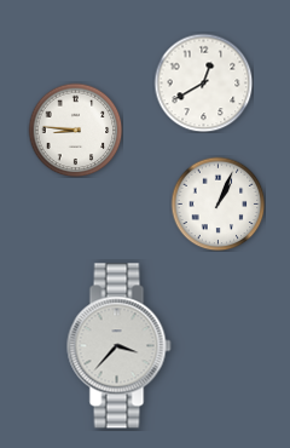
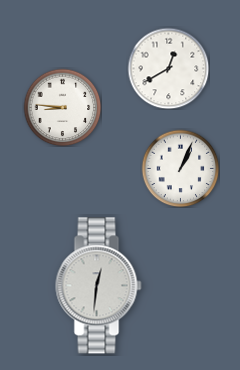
clock at (120, 346): 3:37 -> 12:31
